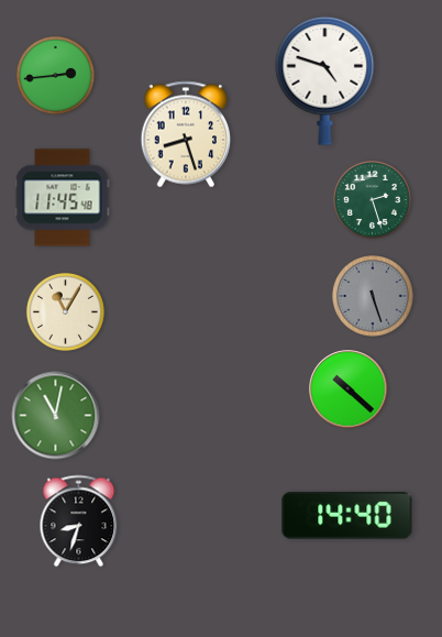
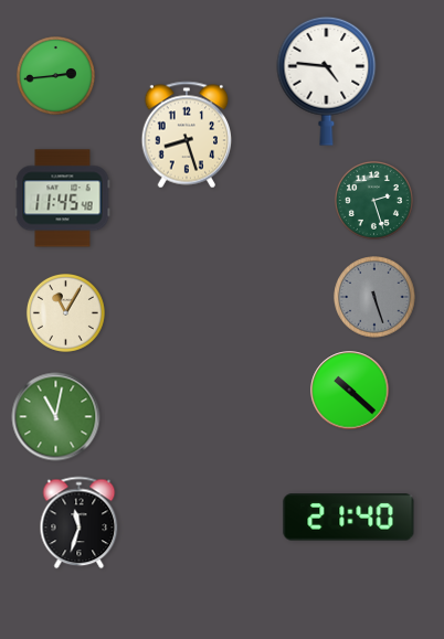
clock at (325, 80): 4:48 -> 4:46
clock at (347, 516): 14:40 -> 21:40
clock at (79, 521): 8:33 -> 11:33
